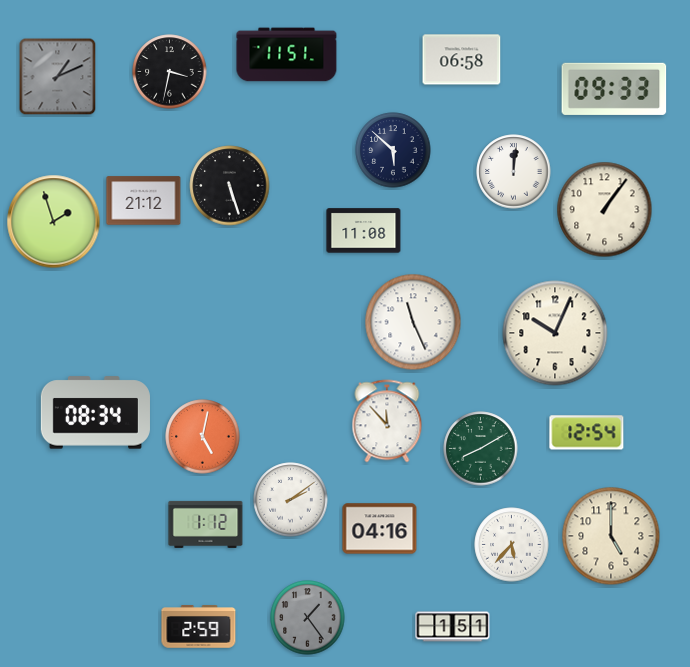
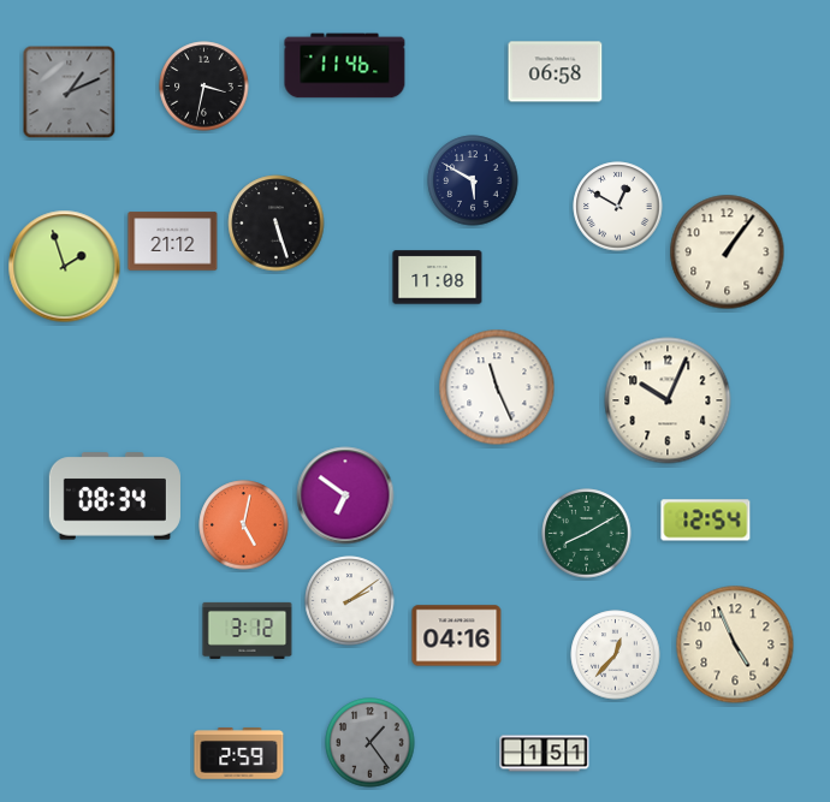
clock at (287, 55): 11:51 -> 11:46
clock at (614, 89): 09:33 -> none
clock at (393, 150): 5:52 -> 5:50
clock at (514, 172): 12:01 -> 12:50
clock at (345, 495): none -> 6:51
clock at (387, 421): 11:53 -> none
clock at (481, 449) position: (481, 449) -> (587, 534)
clock at (206, 524): 1:12 -> 3:12
clock at (611, 536): 5:00 -> 4:56
clock at (512, 545): 5:37 -> 12:37
